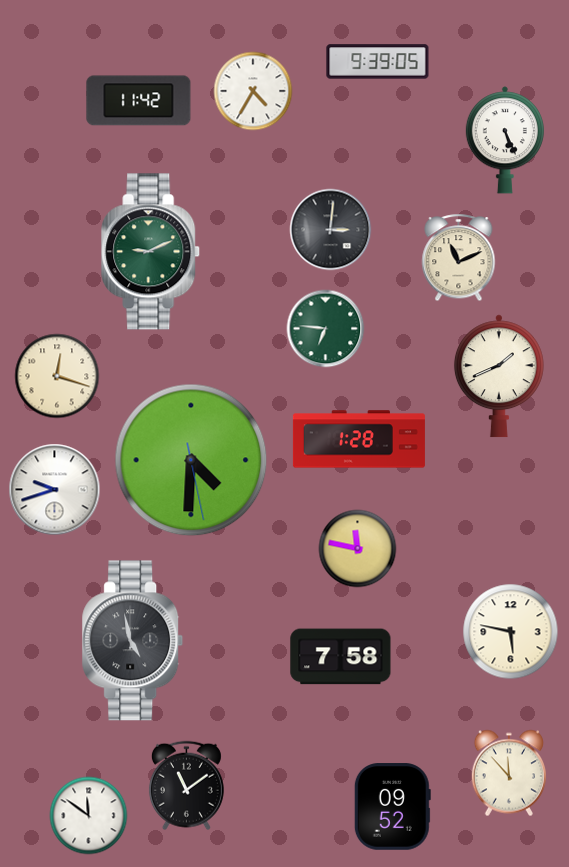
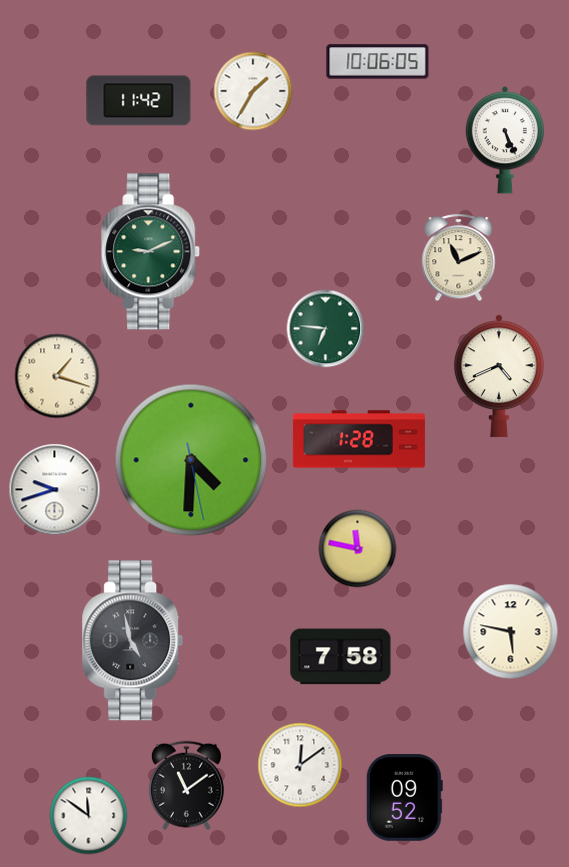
clock at (378, 62): 9:39 -> 10:06
clock at (253, 91): 4:35 -> 1:35
clock at (330, 229): 3:01 -> none
clock at (57, 376): 12:18 -> 1:18
clock at (499, 376): 1:41 -> 4:41
clock at (300, 765): none -> 12:09
clock at (508, 773): 11:53 -> none
clock at (392, 807) position: (392, 807) -> (404, 798)
